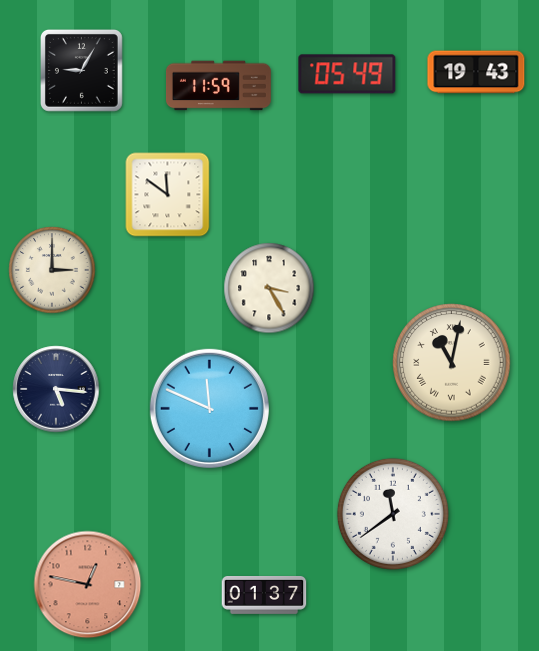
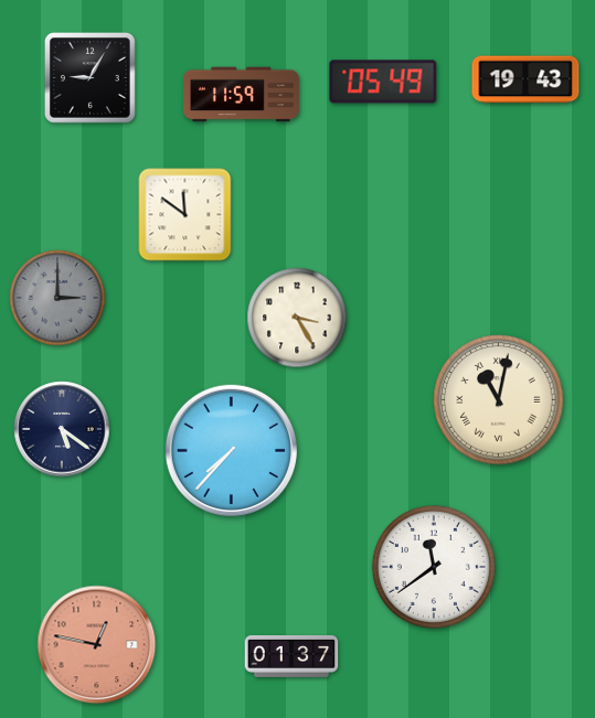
clock at (52, 270) dial: cream -> grey
clock at (56, 389): 5:16 -> 5:21
clock at (209, 408): 11:49 -> 7:37
